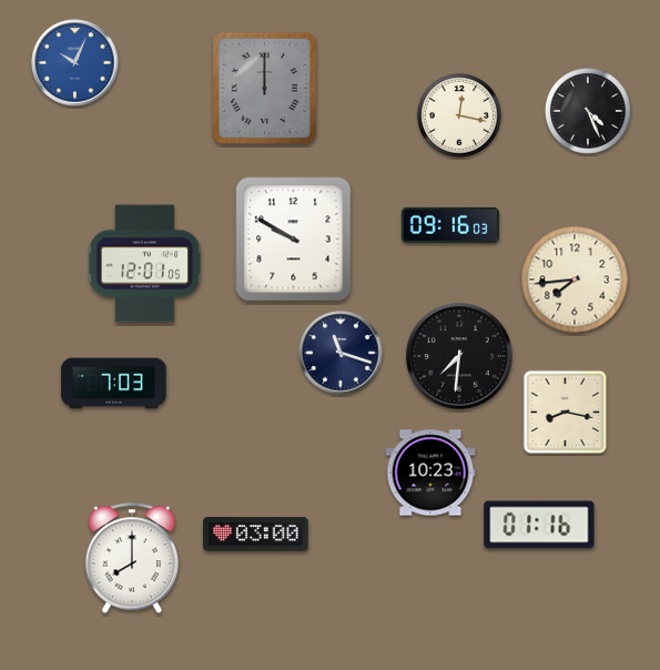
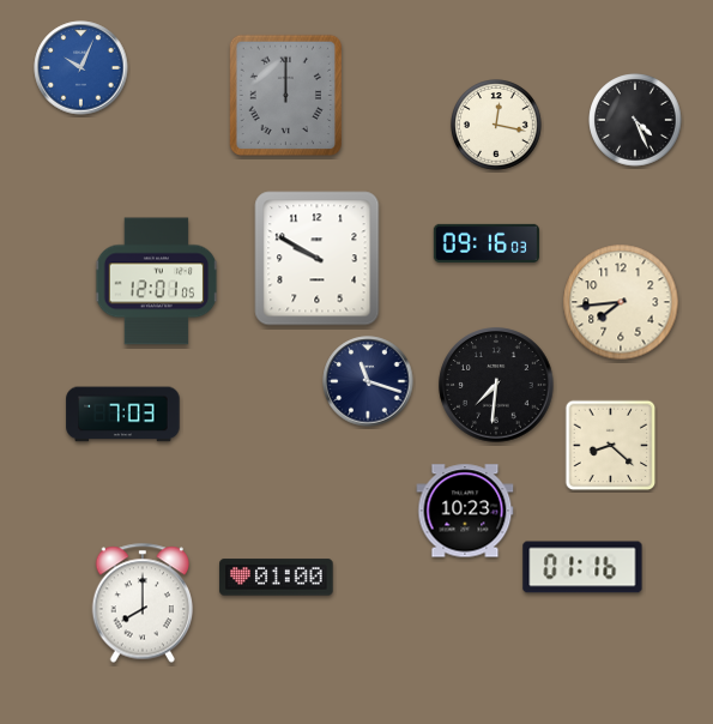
clock at (145, 264) position: (145, 264) -> (157, 282)
clock at (566, 413): 8:17 -> 8:22
clock at (256, 535): 03:00 -> 01:00
